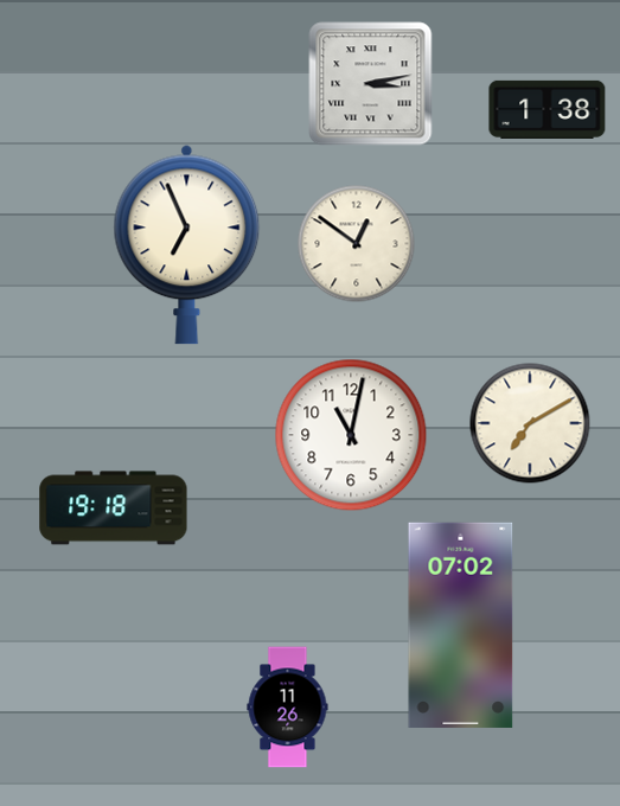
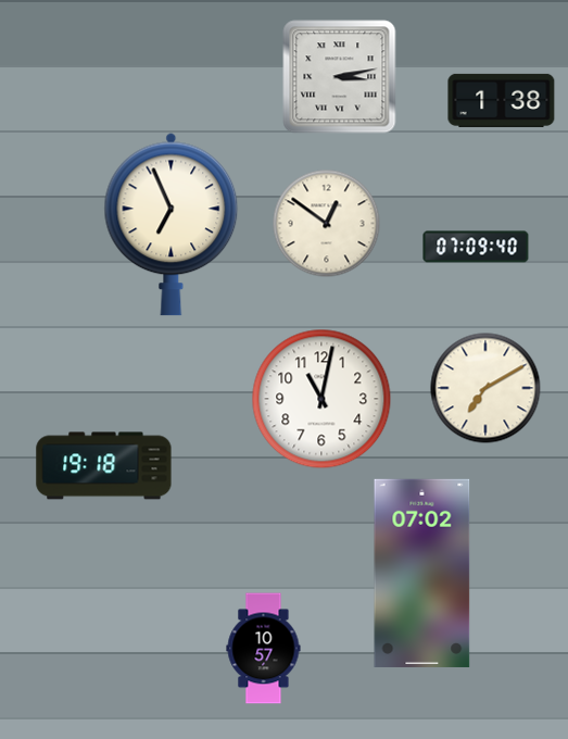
clock at (476, 247): none -> 07:09
clock at (288, 708): 11:26 -> 10:57
